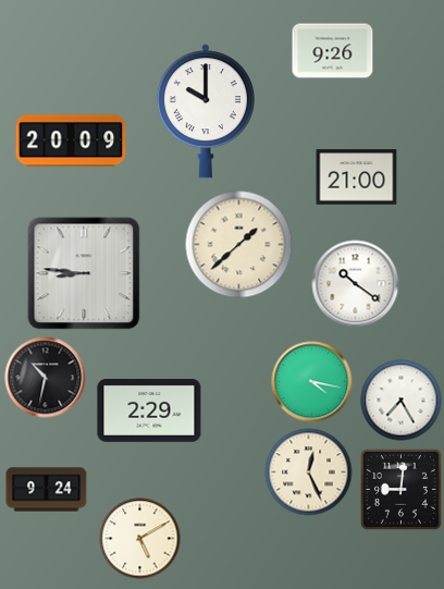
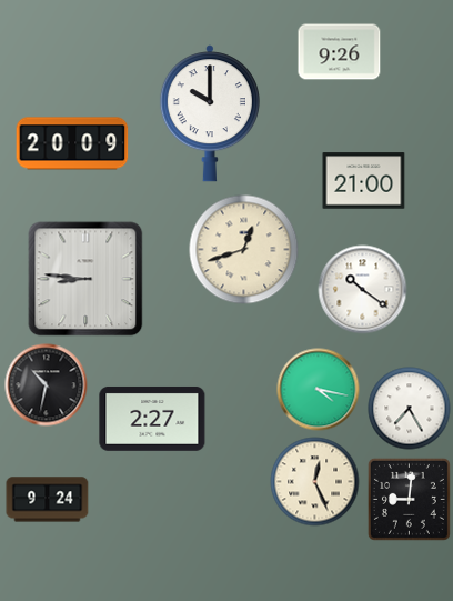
clock at (239, 245): 1:38 -> 12:42
clock at (149, 410): 2:29 -> 2:27
clock at (140, 539): 5:10 -> none
